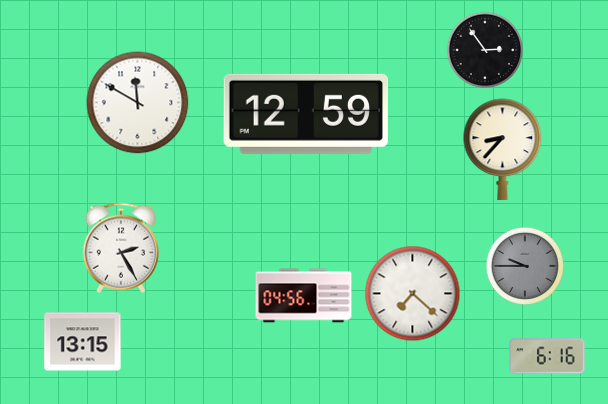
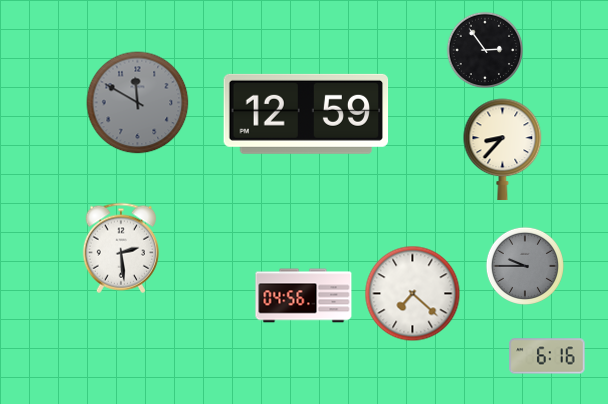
clock at (138, 103) dial: white -> grey
clock at (120, 248): 2:25 -> 2:29
clock at (83, 342): 13:15 -> none
